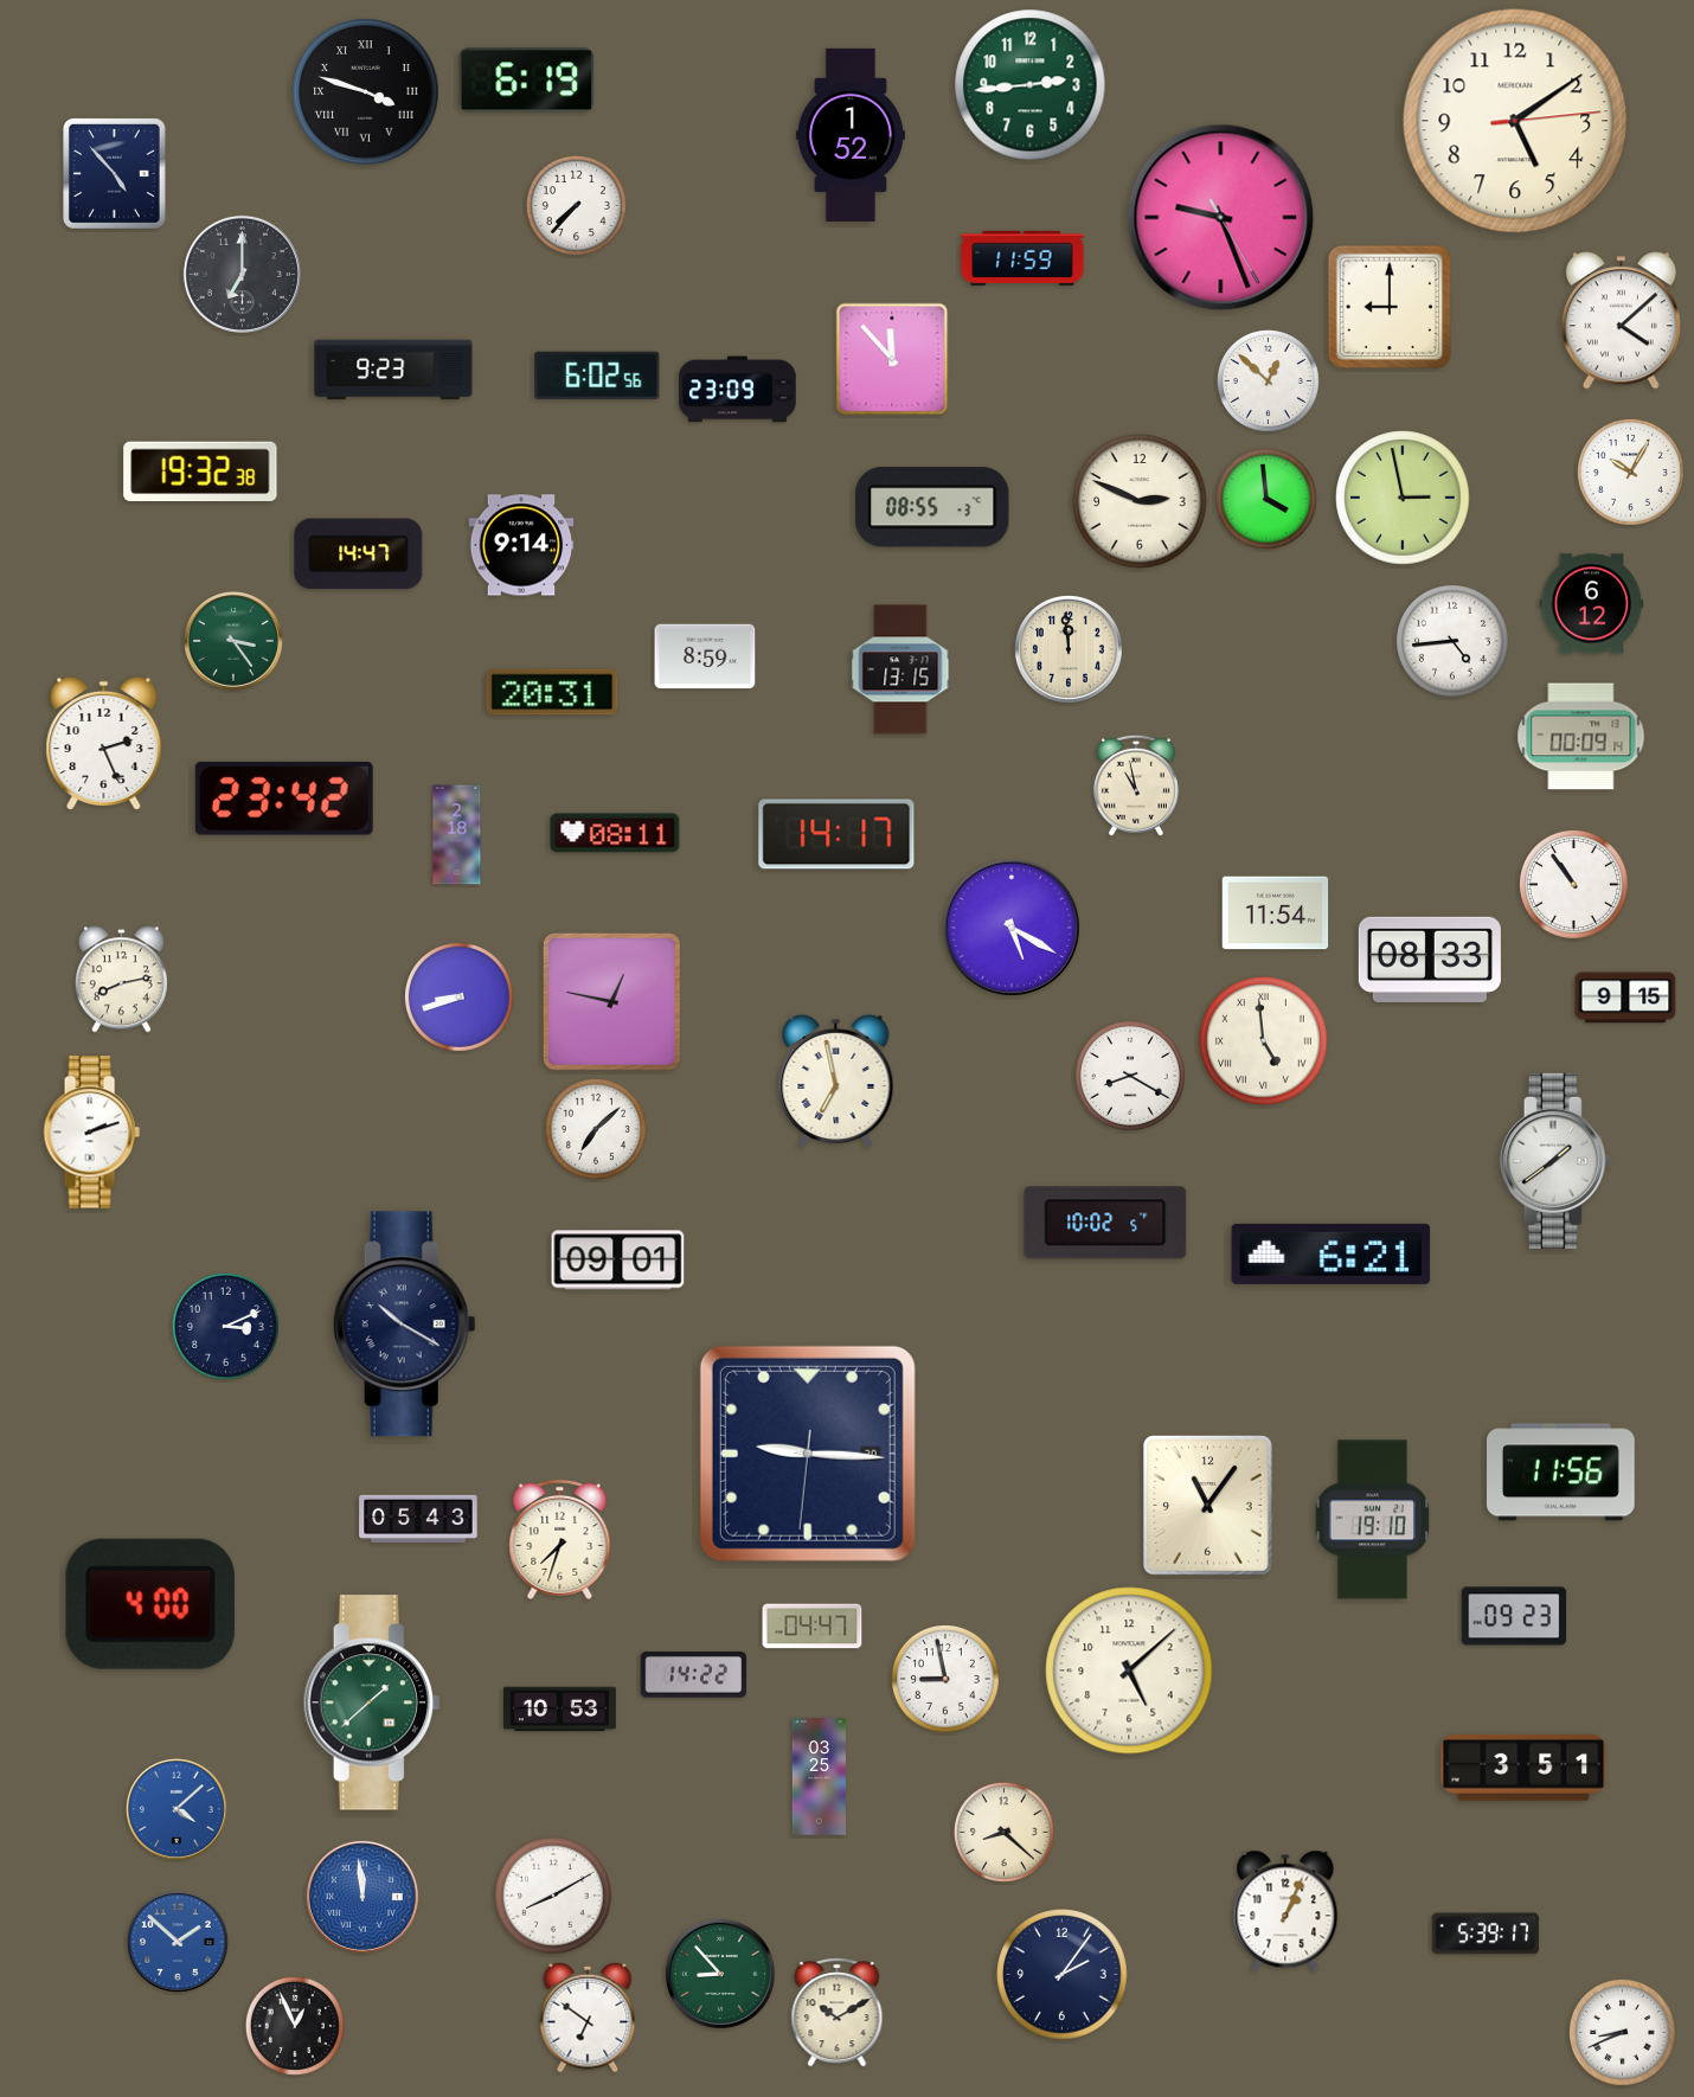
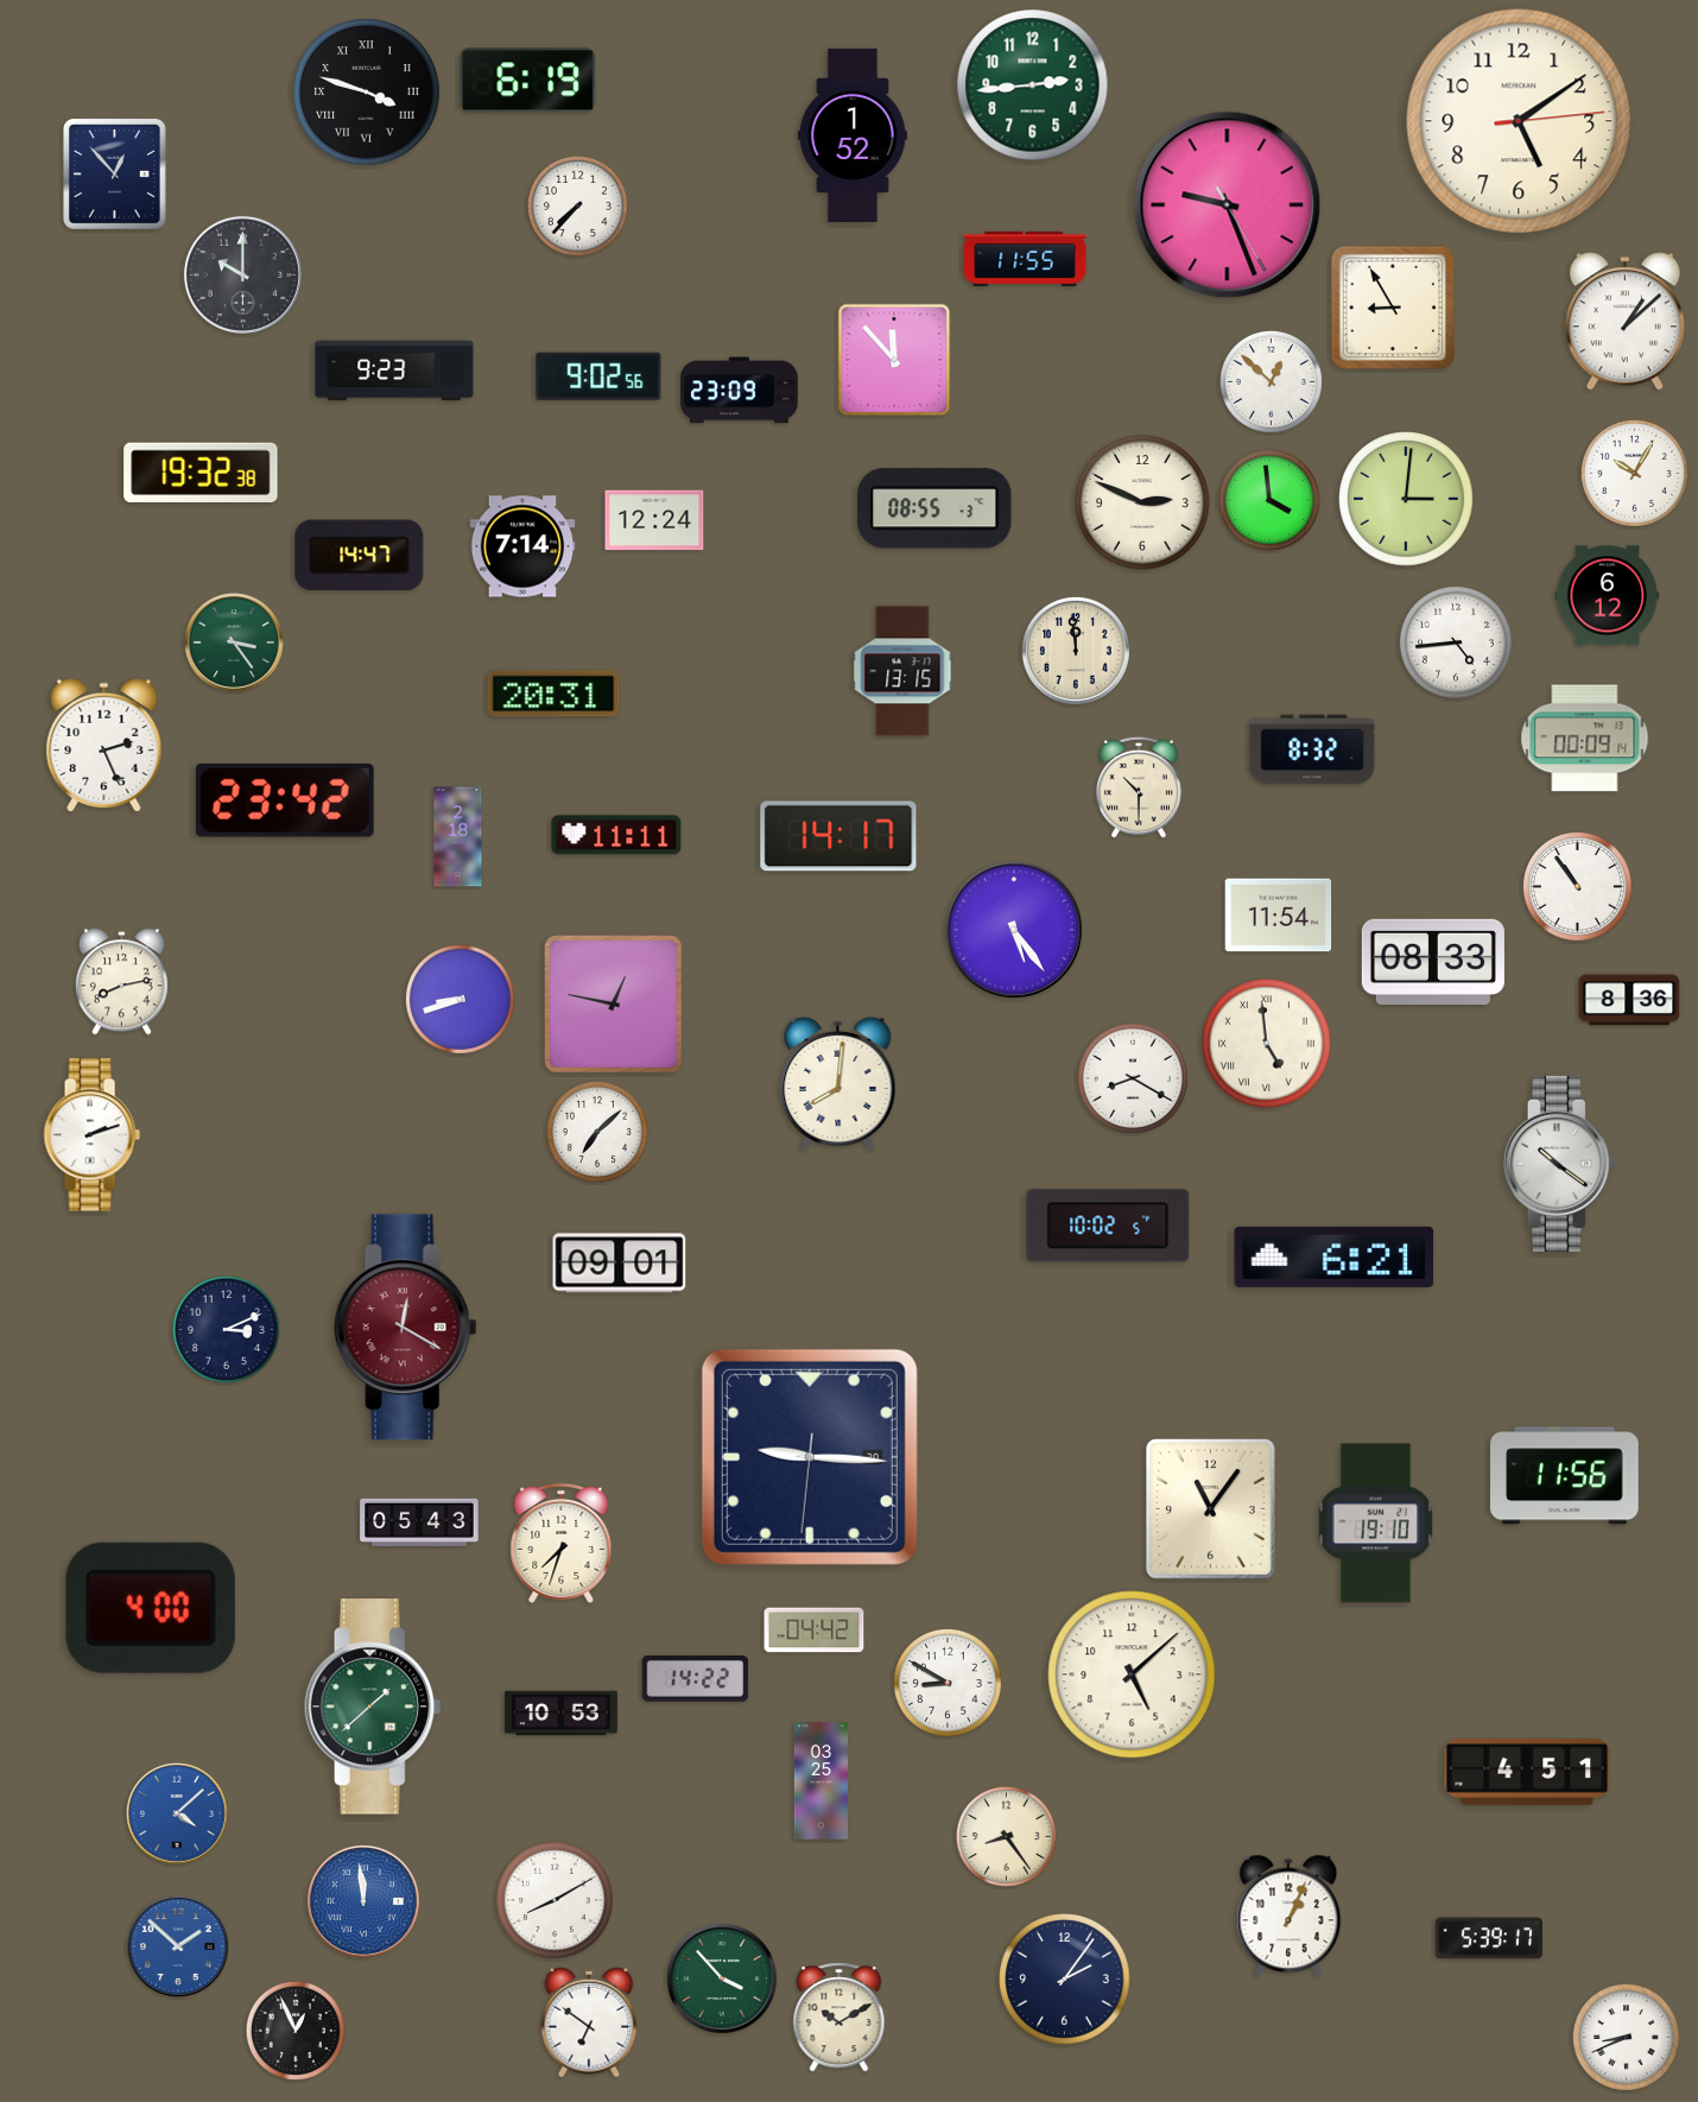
clock at (114, 173): 4:53 -> 12:53
clock at (1221, 218) position: (1221, 218) -> (1228, 205)
clock at (1022, 258): 11:59 -> 11:55
clock at (242, 274): 7:00 -> 10:00
clock at (1388, 306): 9:00 -> 8:55
clock at (1621, 321): 4:08 -> 1:08
clock at (597, 376): 6:02 -> 9:02
clock at (1403, 498): 2:58 -> 3:01
clock at (654, 520): none -> 12:24
clock at (521, 545): 9:14 -> 7:14
clock at (1592, 604) position: (1592, 604) -> (1608, 596)
clock at (1069, 649) position: (1069, 649) -> (1076, 651)
clock at (705, 656): 8:59 -> none
clock at (1312, 749): none -> 8:32
clock at (1136, 785): 10:58 -> 10:30
clock at (615, 833): 08:11 -> 11:11
clock at (1012, 928): 5:20 -> 5:24
clock at (1625, 998): 9:15 -> 8:36
clock at (836, 1082): 6:58 -> 8:01
clock at (1555, 1161): 1:39 -> 10:21
clock at (404, 1325): 10:20 -> 12:20
clock at (404, 1325) dial: navy -> burgundy
clock at (1514, 1616): 09:23 -> none
clock at (813, 1627): 04:47 -> 04:42
clock at (945, 1679): 8:58 -> 8:50
clock at (1523, 1768): 3:51 -> 4:51
clock at (1003, 1832): 8:22 -> 8:24
clock at (720, 1974): 8:53 -> 3:53
